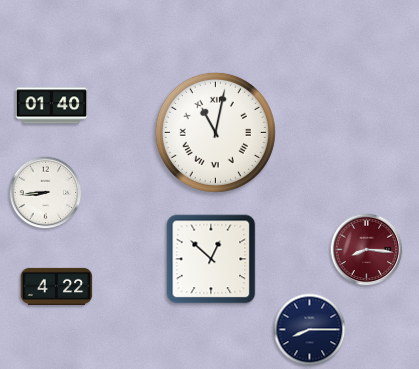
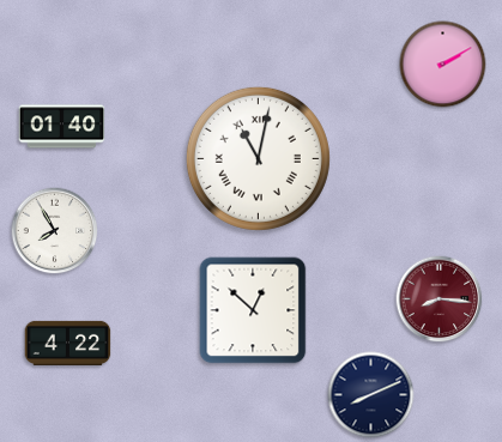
clock at (443, 65): none -> 2:10
clock at (46, 193): 8:44 -> 7:55
clock at (310, 330): 8:15 -> 8:11
